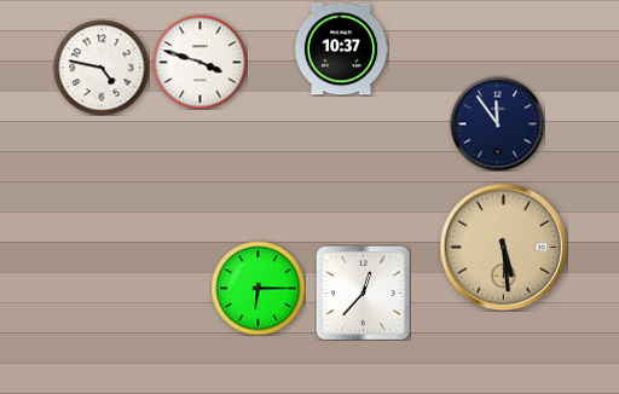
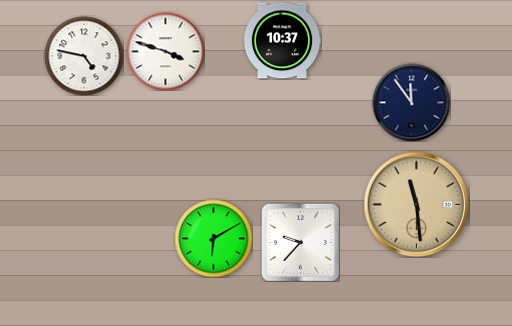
clock at (503, 247): 5:29 -> 11:29
clock at (258, 288): 6:15 -> 6:10
clock at (363, 292): 12:37 -> 9:37
